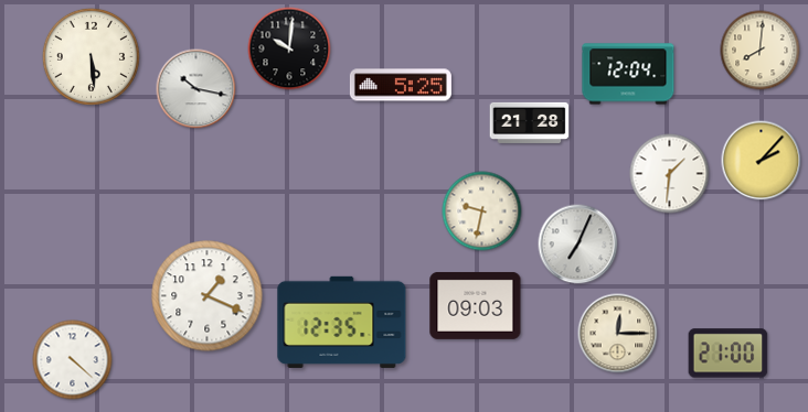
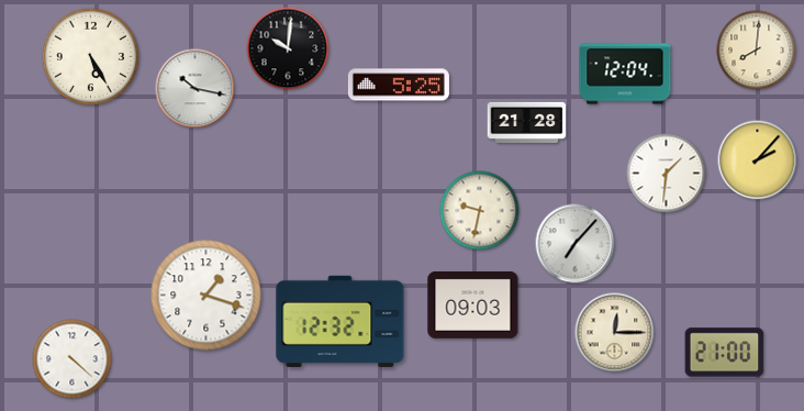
clock at (91, 56): 5:29 -> 5:25
clock at (578, 245): 7:04 -> 7:07
clock at (208, 296): 1:19 -> 1:18
clock at (342, 322): 12:35 -> 12:32
